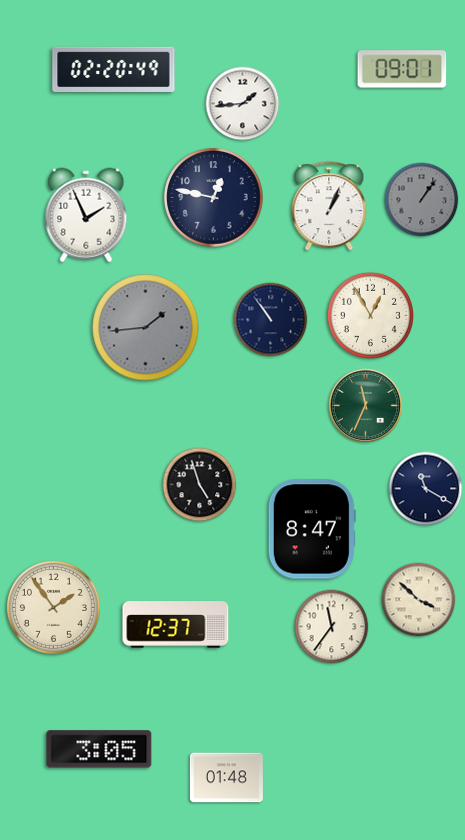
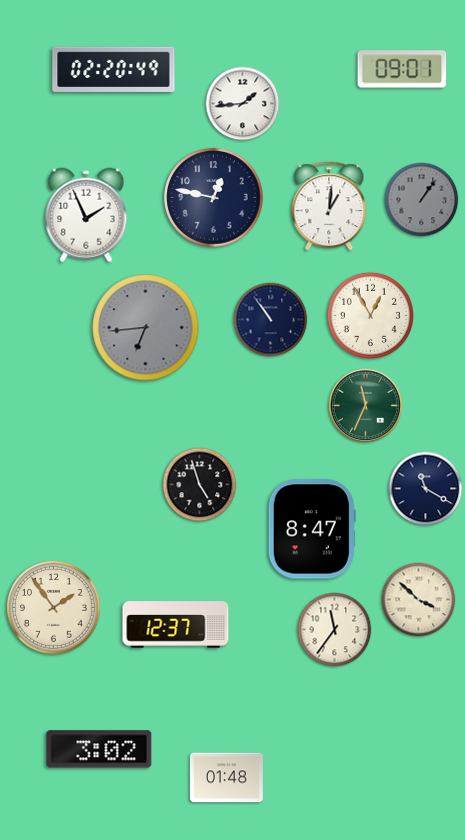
clock at (329, 207): 1:04 -> 1:01
clock at (146, 328): 1:44 -> 6:44
clock at (332, 627) position: (332, 627) -> (335, 630)
clock at (99, 749): 3:05 -> 3:02
